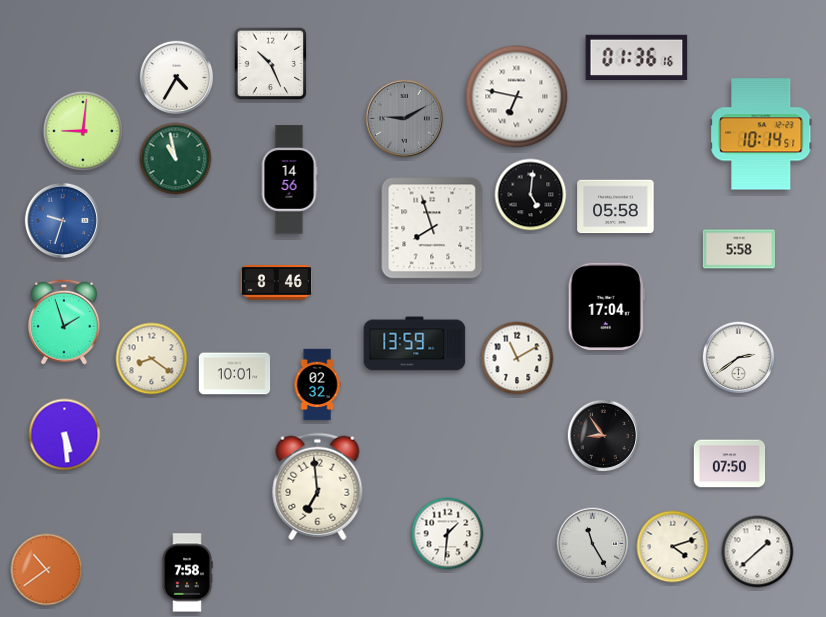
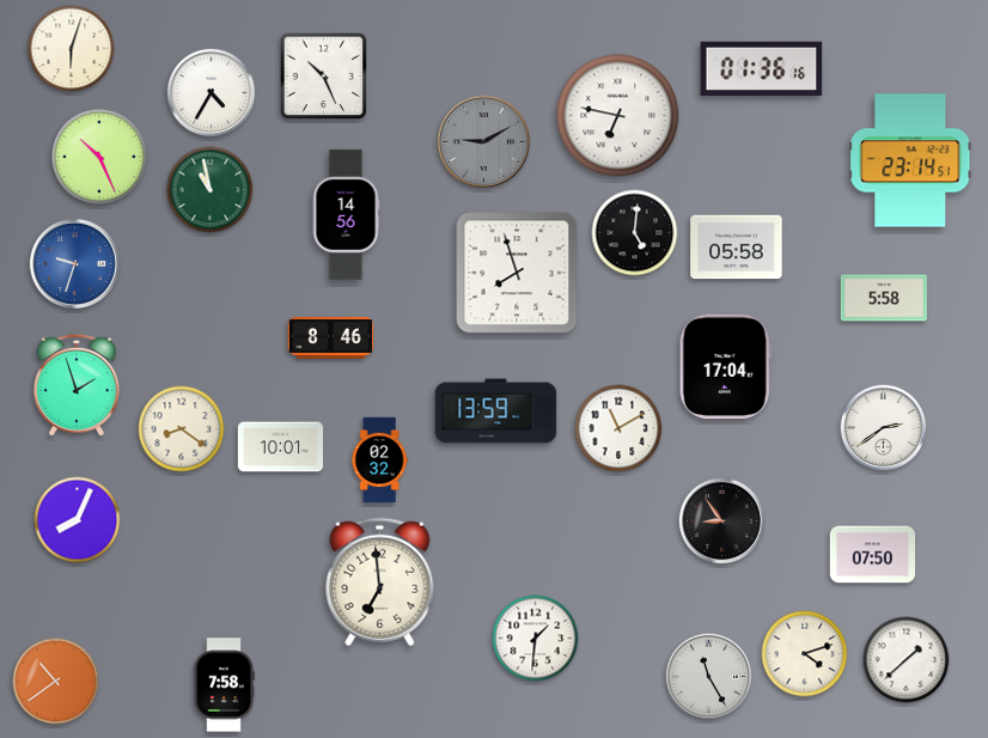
clock at (72, 49): none -> 6:03
clock at (82, 130): 9:01 -> 10:26
clock at (761, 134): 10:14 -> 23:14
clock at (65, 435): 5:29 -> 8:04
clock at (593, 544) position: (593, 544) -> (709, 677)
